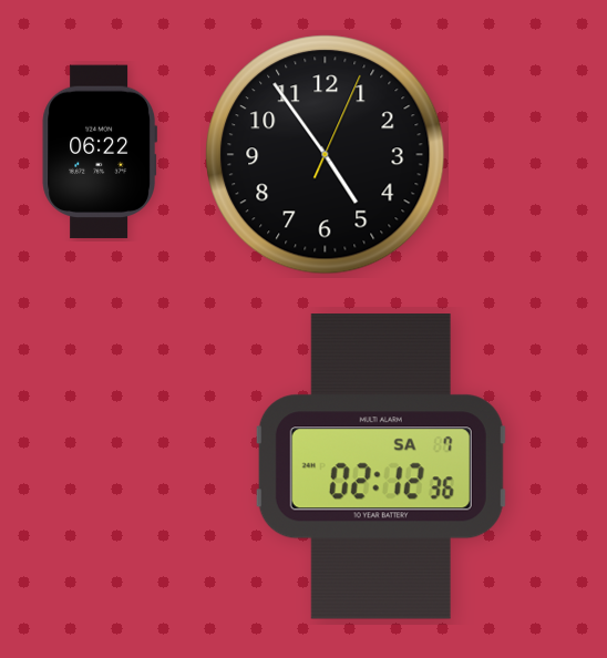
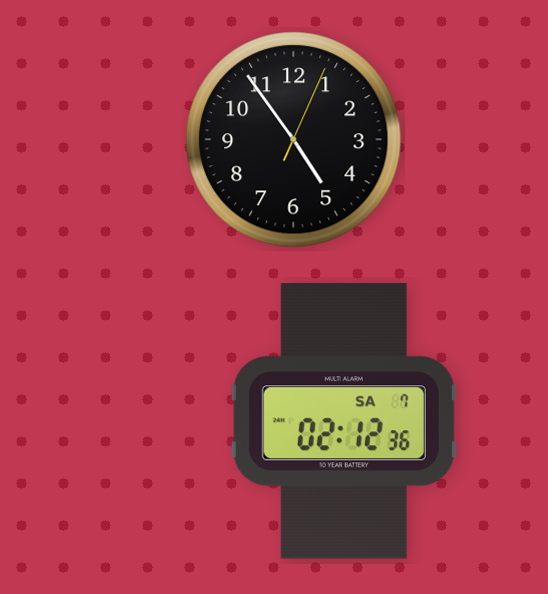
clock at (99, 152): 06:22 -> none
